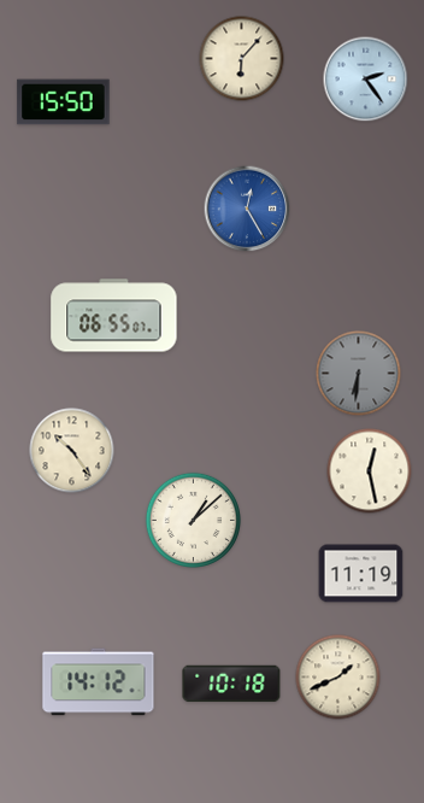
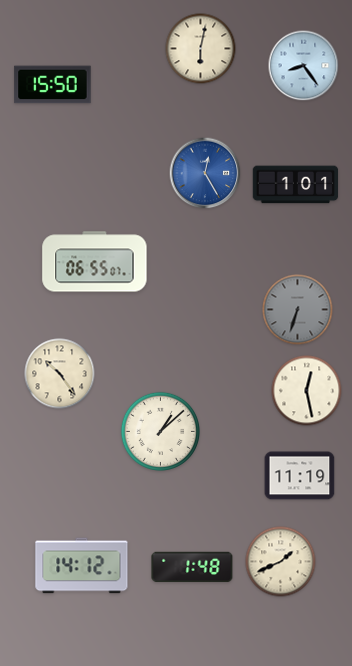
clock at (242, 59): 6:07 -> 6:02
clock at (366, 80): 2:24 -> 8:24
clock at (296, 185): none -> 1:01
clock at (359, 374): 6:31 -> 6:33
clock at (231, 684): 10:18 -> 1:48
